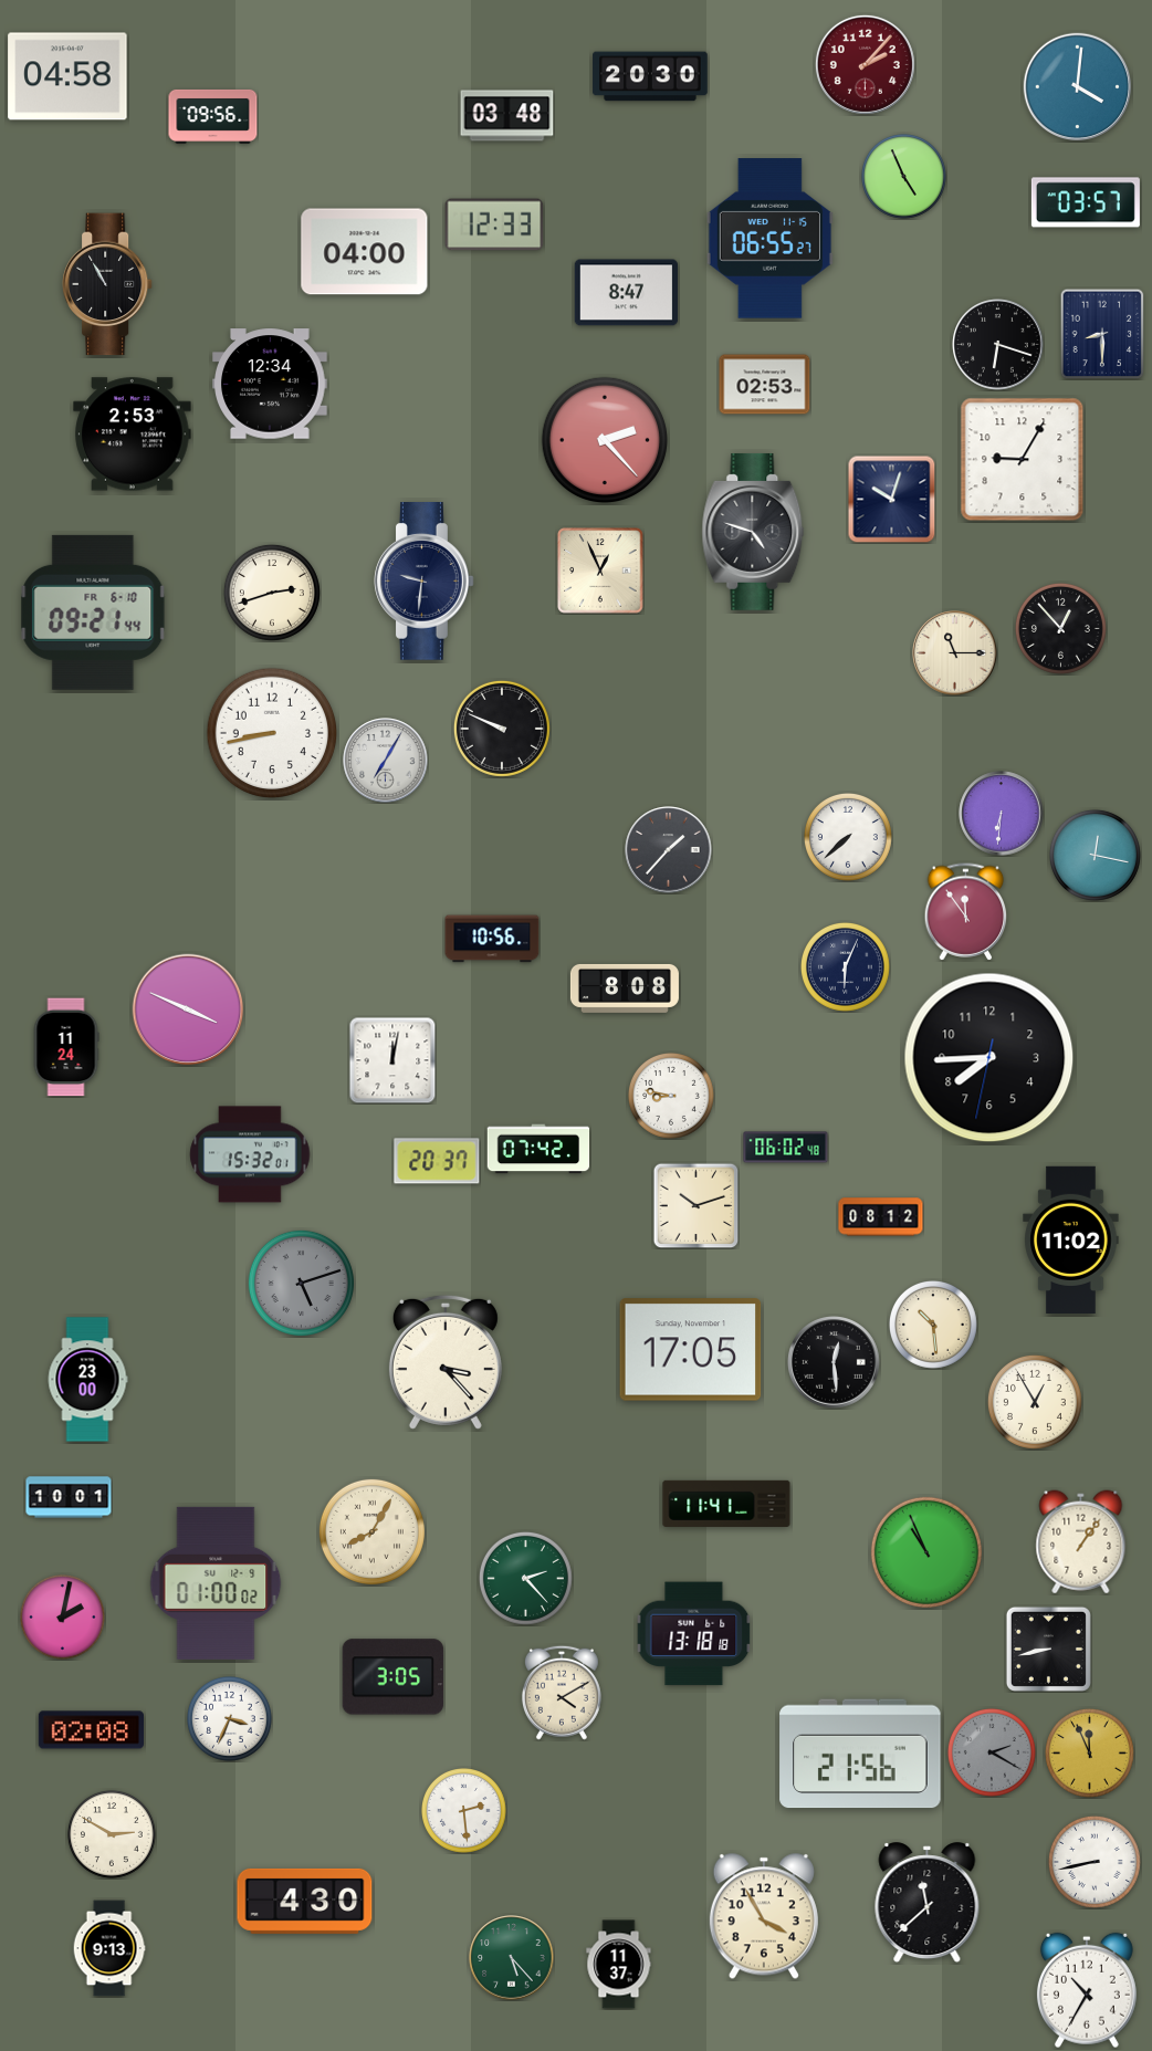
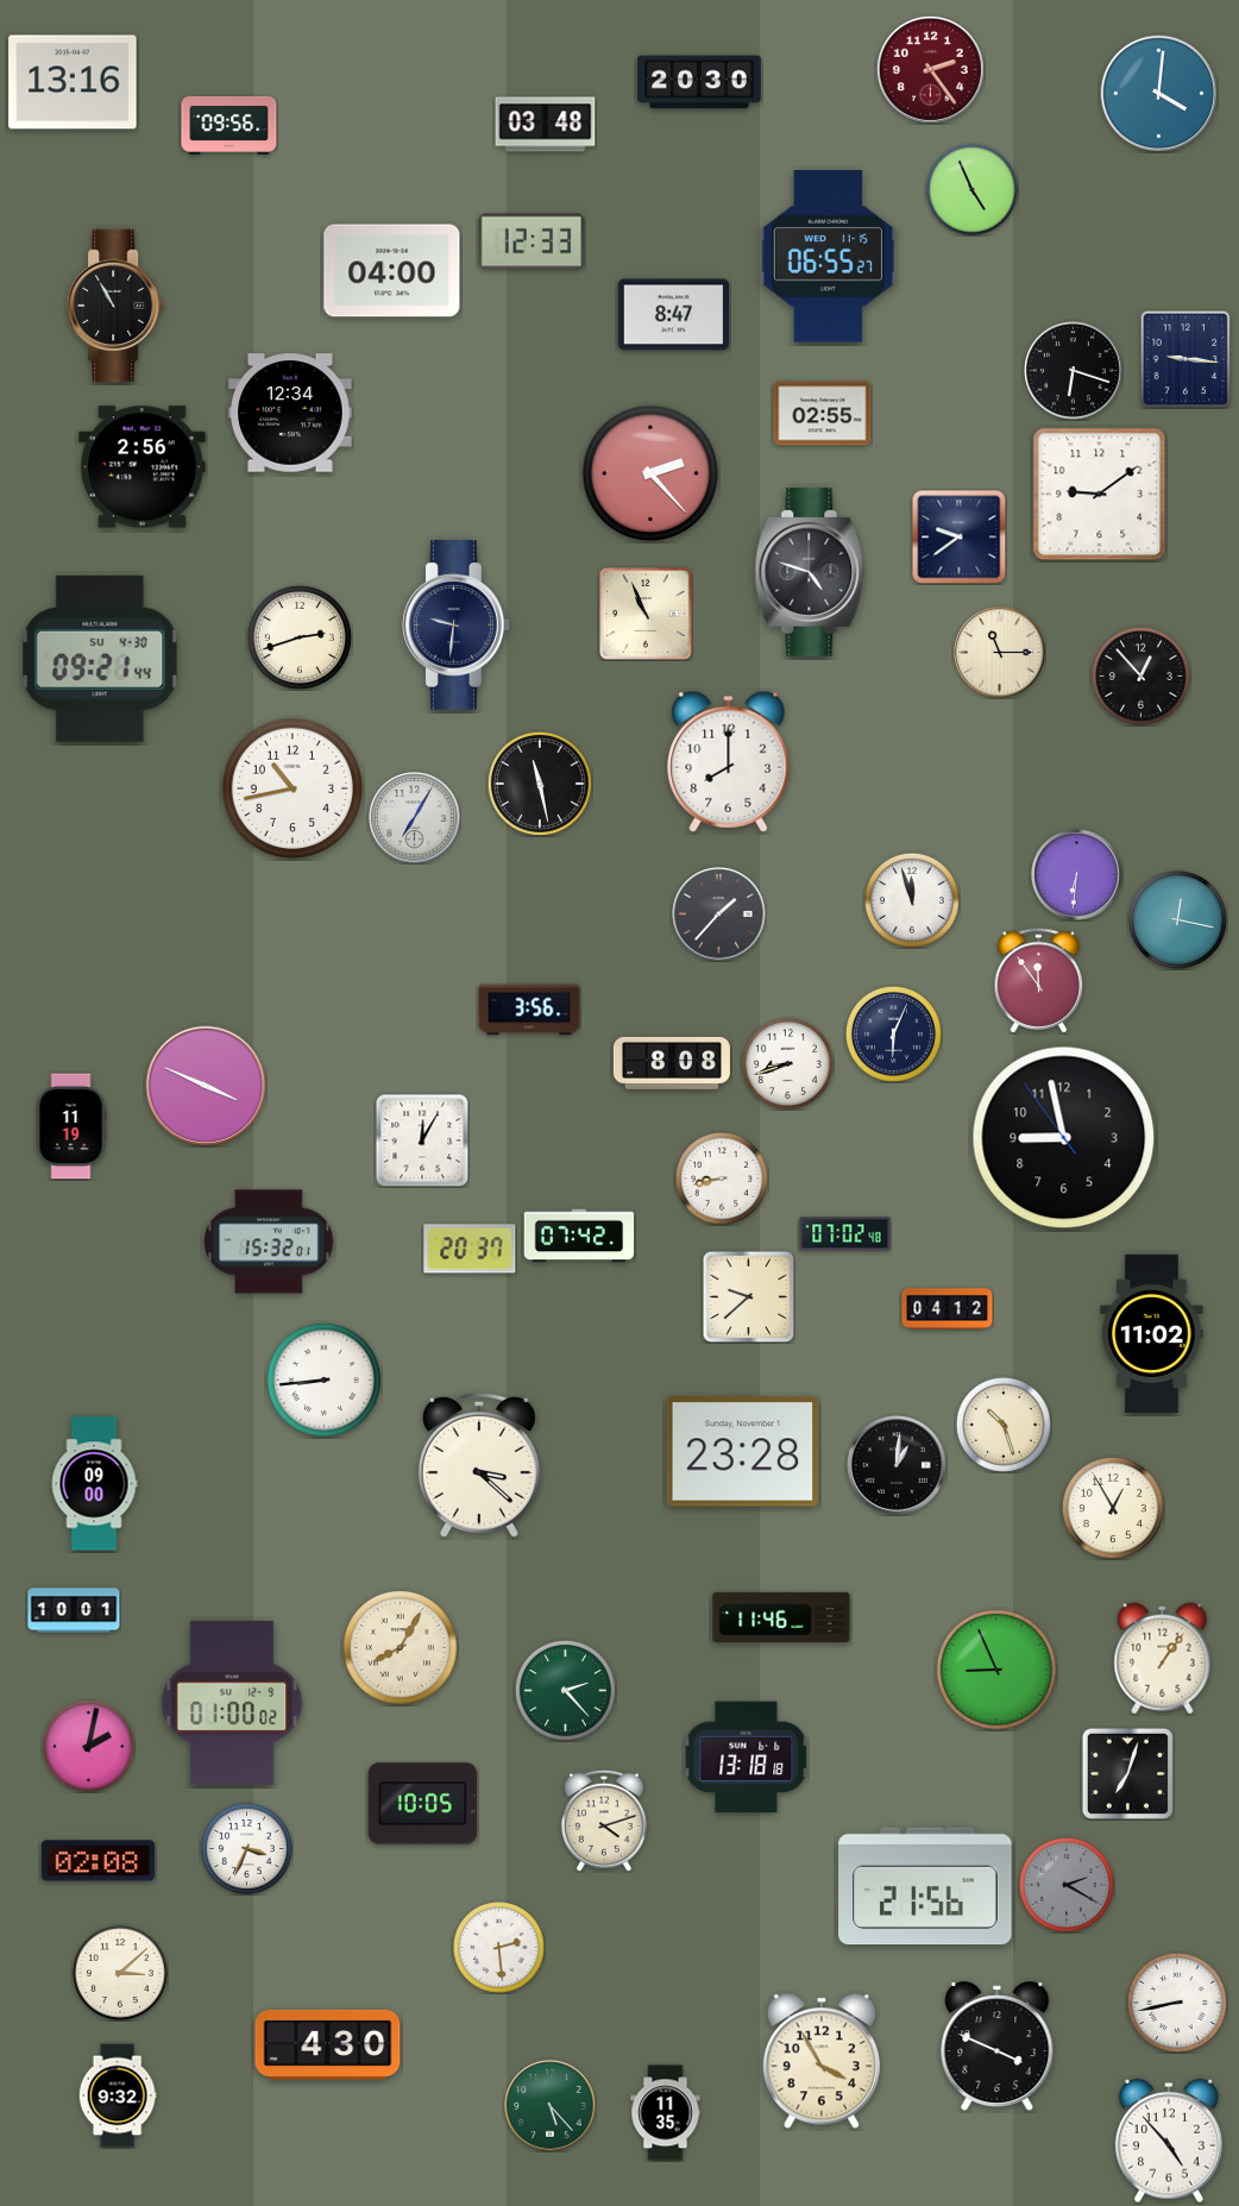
clock at (865, 64): 2:07 -> 2:24
clock at (67, 76): 04:58 -> 13:16
clock at (1086, 202): 03:57 -> none
clock at (1102, 334): 8:30 -> 9:16
clock at (765, 385): 02:53 -> 02:55
clock at (133, 435): 2:53 -> 2:56
clock at (1023, 460): 9:05 -> 9:09
clock at (891, 499): 10:03 -> 9:39
clock at (600, 571): 12:56 -> 10:56
clock at (272, 593) position: (272, 593) -> (300, 637)
clock at (93, 613) date: FR 6-10 -> SU 4-30
clock at (955, 653) position: (955, 653) -> (1000, 653)
clock at (729, 761): none -> 8:00
clock at (502, 729): 9:49 -> 11:28
clock at (272, 733): 8:43 -> 10:43
clock at (848, 837): 7:38 -> 11:57
clock at (492, 939): 10:56 -> 3:56
clock at (845, 966) position: (845, 966) -> (893, 1033)
clock at (788, 1064): none -> 8:42
clock at (188, 1009) position: (188, 1009) -> (206, 1086)
clock at (66, 1047): 11:24 -> 11:19
clock at (989, 1058): 7:44 -> 8:57
clock at (392, 1060): 12:02 -> 12:05
clock at (671, 1096): 8:47 -> 8:43
clock at (786, 1148): 06:02 -> 07:02
clock at (695, 1205): 10:12 -> 9:38
clock at (881, 1217): 08:12 -> 04:12
clock at (301, 1283): 5:12 -> 8:44
clock at (301, 1283) dial: grey -> white
clock at (933, 1325): 10:29 -> 10:27
clock at (691, 1350): 17:05 -> 23:28
clock at (446, 1362): 3:23 -> 3:22
clock at (835, 1363): 12:29 -> 1:01
clock at (87, 1380): 23:00 -> 09:00
clock at (726, 1504): 11:41 -> 11:46
clock at (926, 1552): 10:56 -> 8:56
clock at (525, 1578) position: (525, 1578) -> (565, 1690)
clock at (63, 1618) position: (63, 1618) -> (89, 1747)
clock at (1048, 1649): 8:43 -> 7:03
clock at (394, 1677): 3:05 -> 10:05
clock at (562, 1693): 4:10 -> 4:12
clock at (1089, 1752): 11:56 -> none
clock at (112, 1834): 2:50 -> 3:08
clock at (928, 1903): 11:38 -> 3:49
clock at (109, 1948): 9:13 -> 9:32
clock at (619, 1965): 11:37 -> 11:35
clock at (1087, 1990): 10:35 -> 4:53
